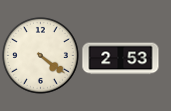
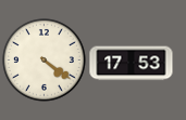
clock at (121, 59): 2:53 -> 17:53
